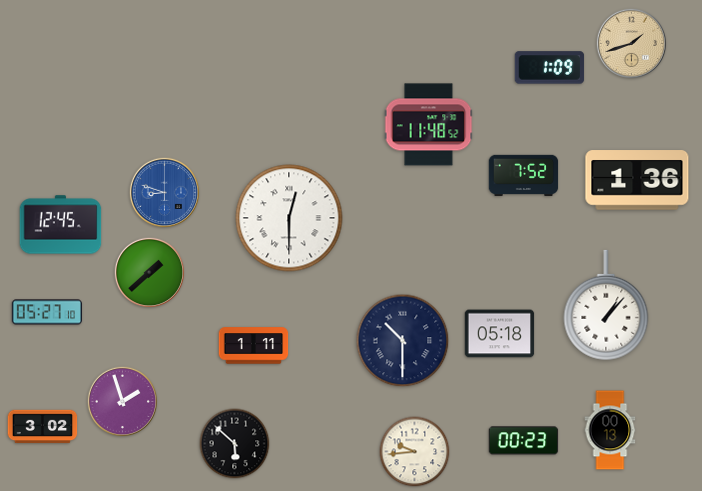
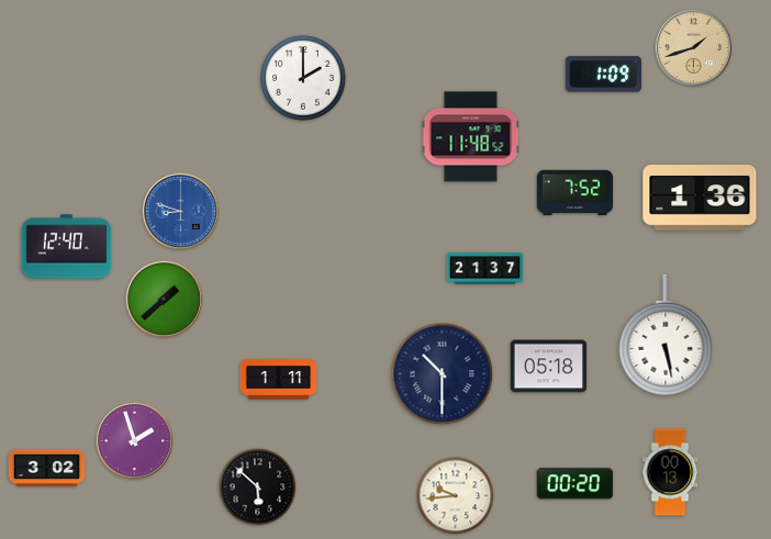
clock at (303, 78): none -> 2:00
clock at (289, 218): 12:30 -> none
clock at (61, 225): 12:45 -> 12:40
clock at (485, 269): none -> 21:37
clock at (606, 305): 1:07 -> 5:28
clock at (46, 312): 05:27 -> none
clock at (524, 441): 00:23 -> 00:20
